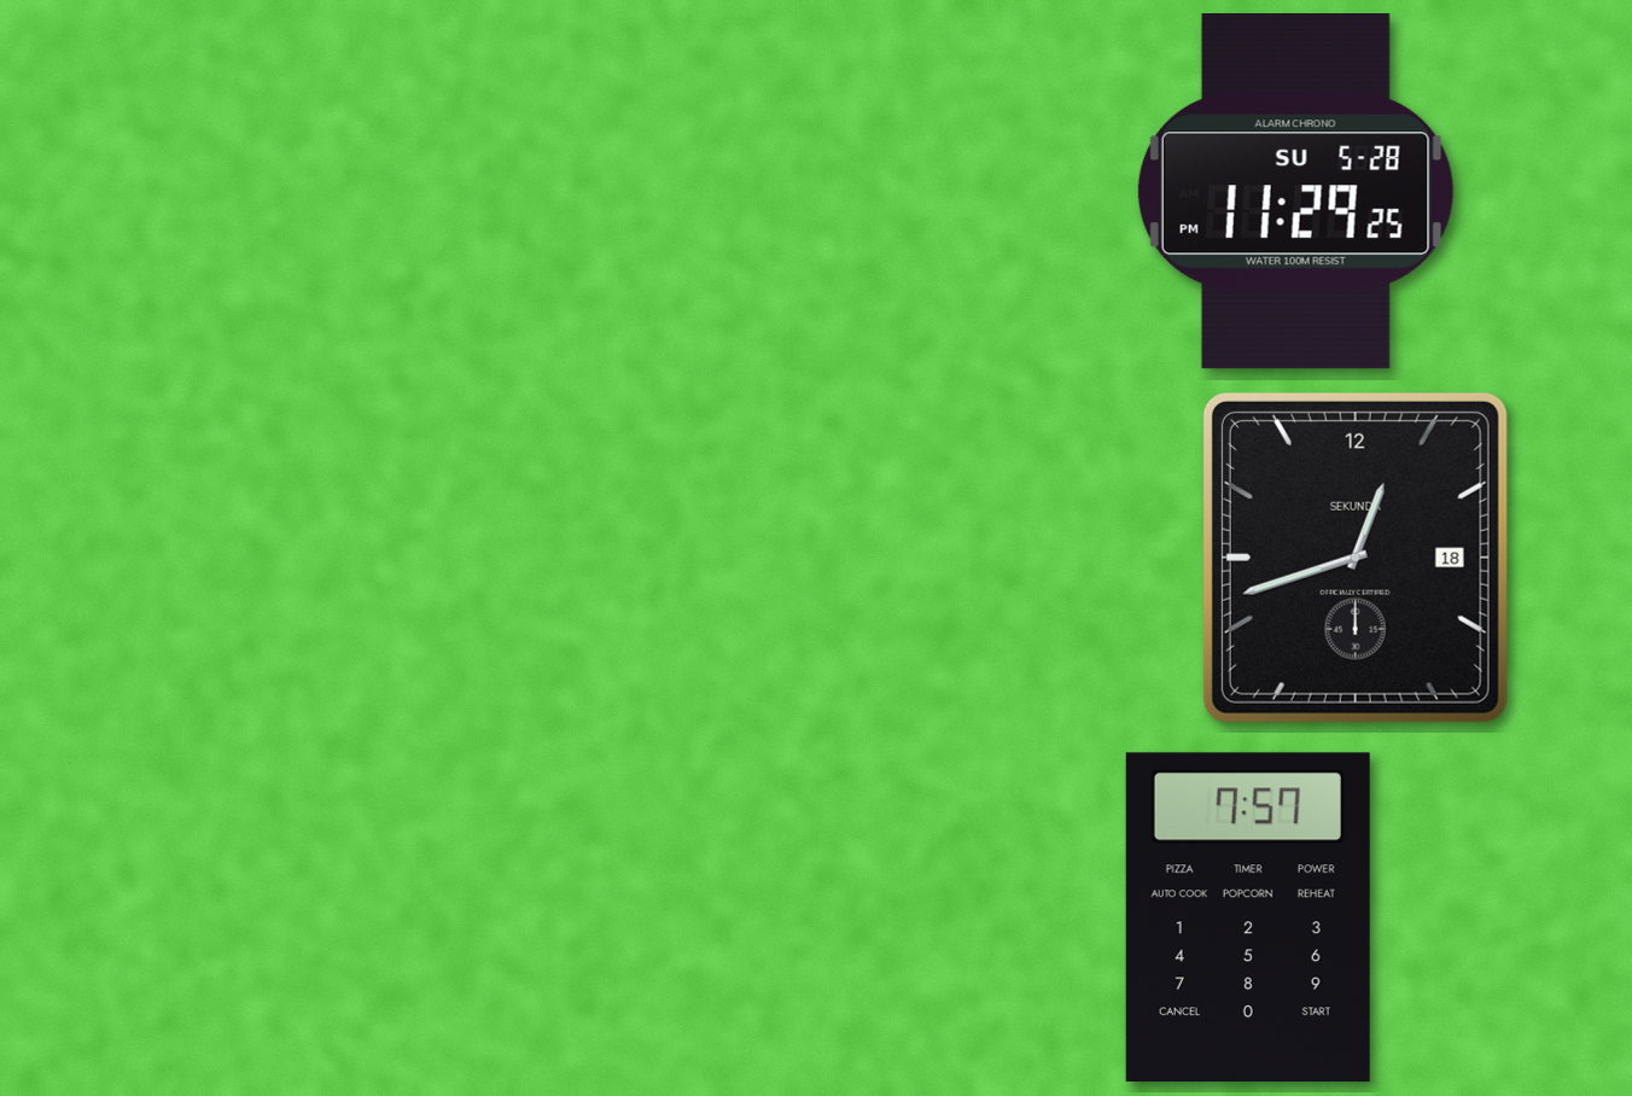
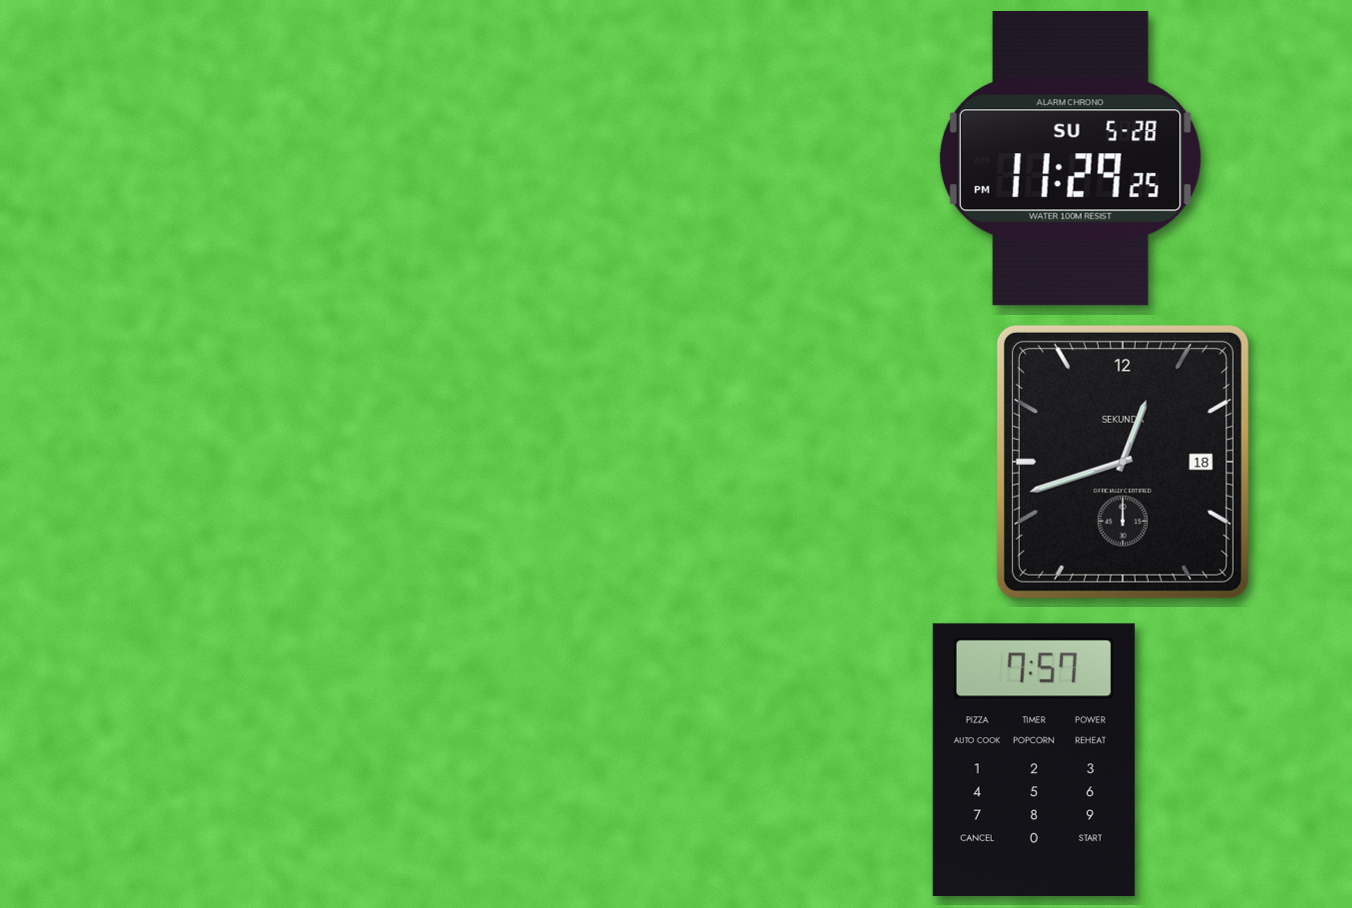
clock at (1295, 192) position: (1295, 192) -> (1070, 159)
